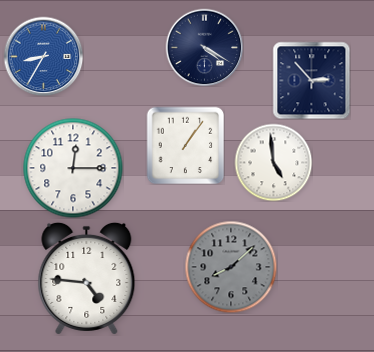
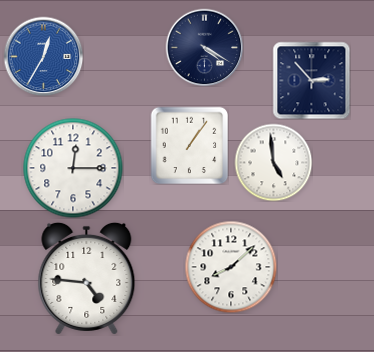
clock at (43, 56): 8:35 -> 12:35
clock at (185, 145) position: (185, 145) -> (189, 145)
clock at (231, 267) dial: grey -> white
